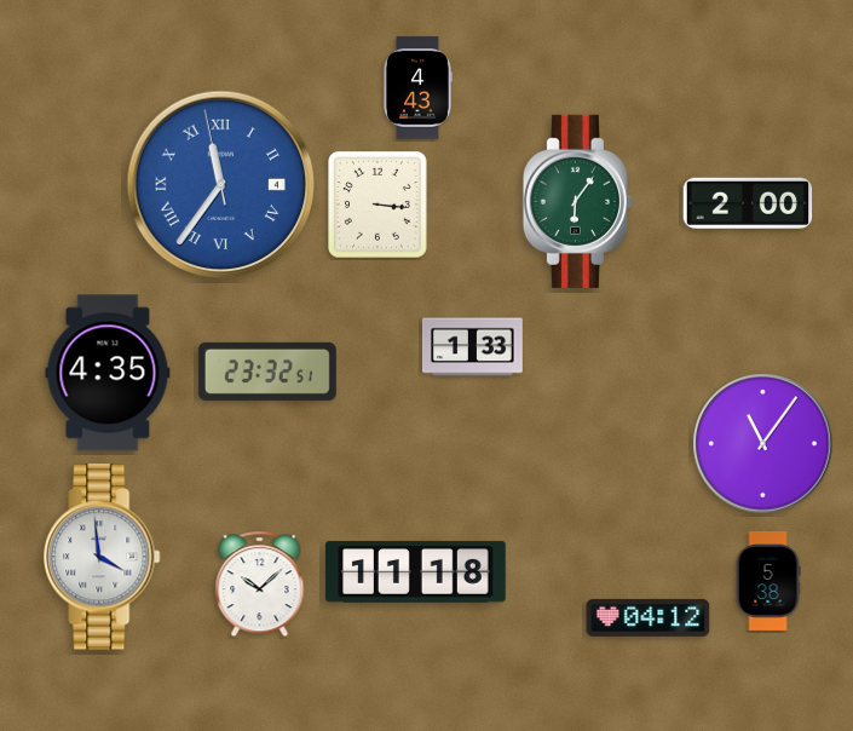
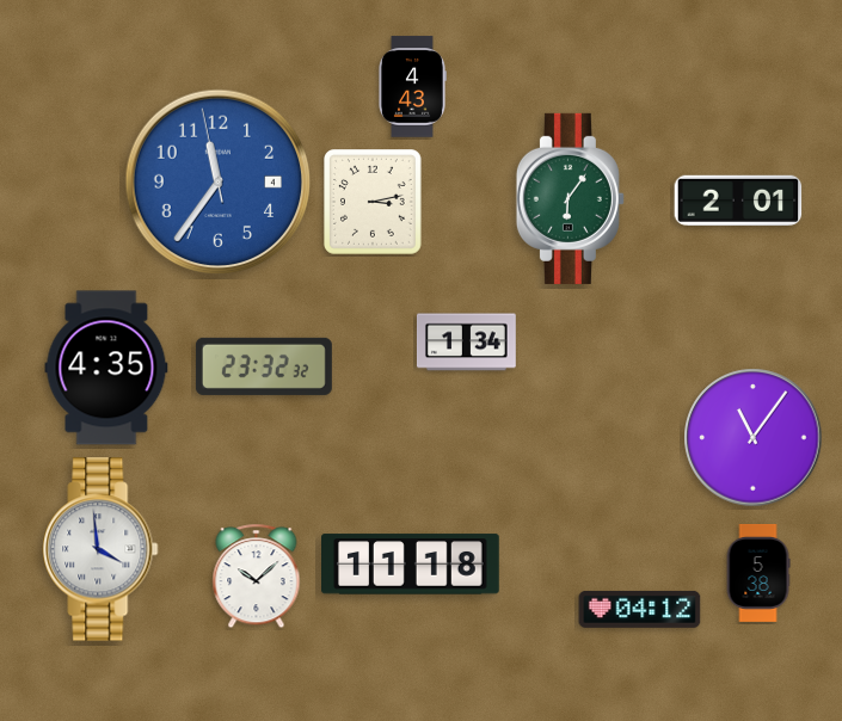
clock at (221, 185) numerals: Roman -> Arabic
clock at (748, 203): 2:00 -> 2:01
clock at (379, 206): 3:16 -> 3:13
clock at (473, 347): 1:33 -> 1:34
clock at (267, 372): 23:32:51 -> 23:32:32
